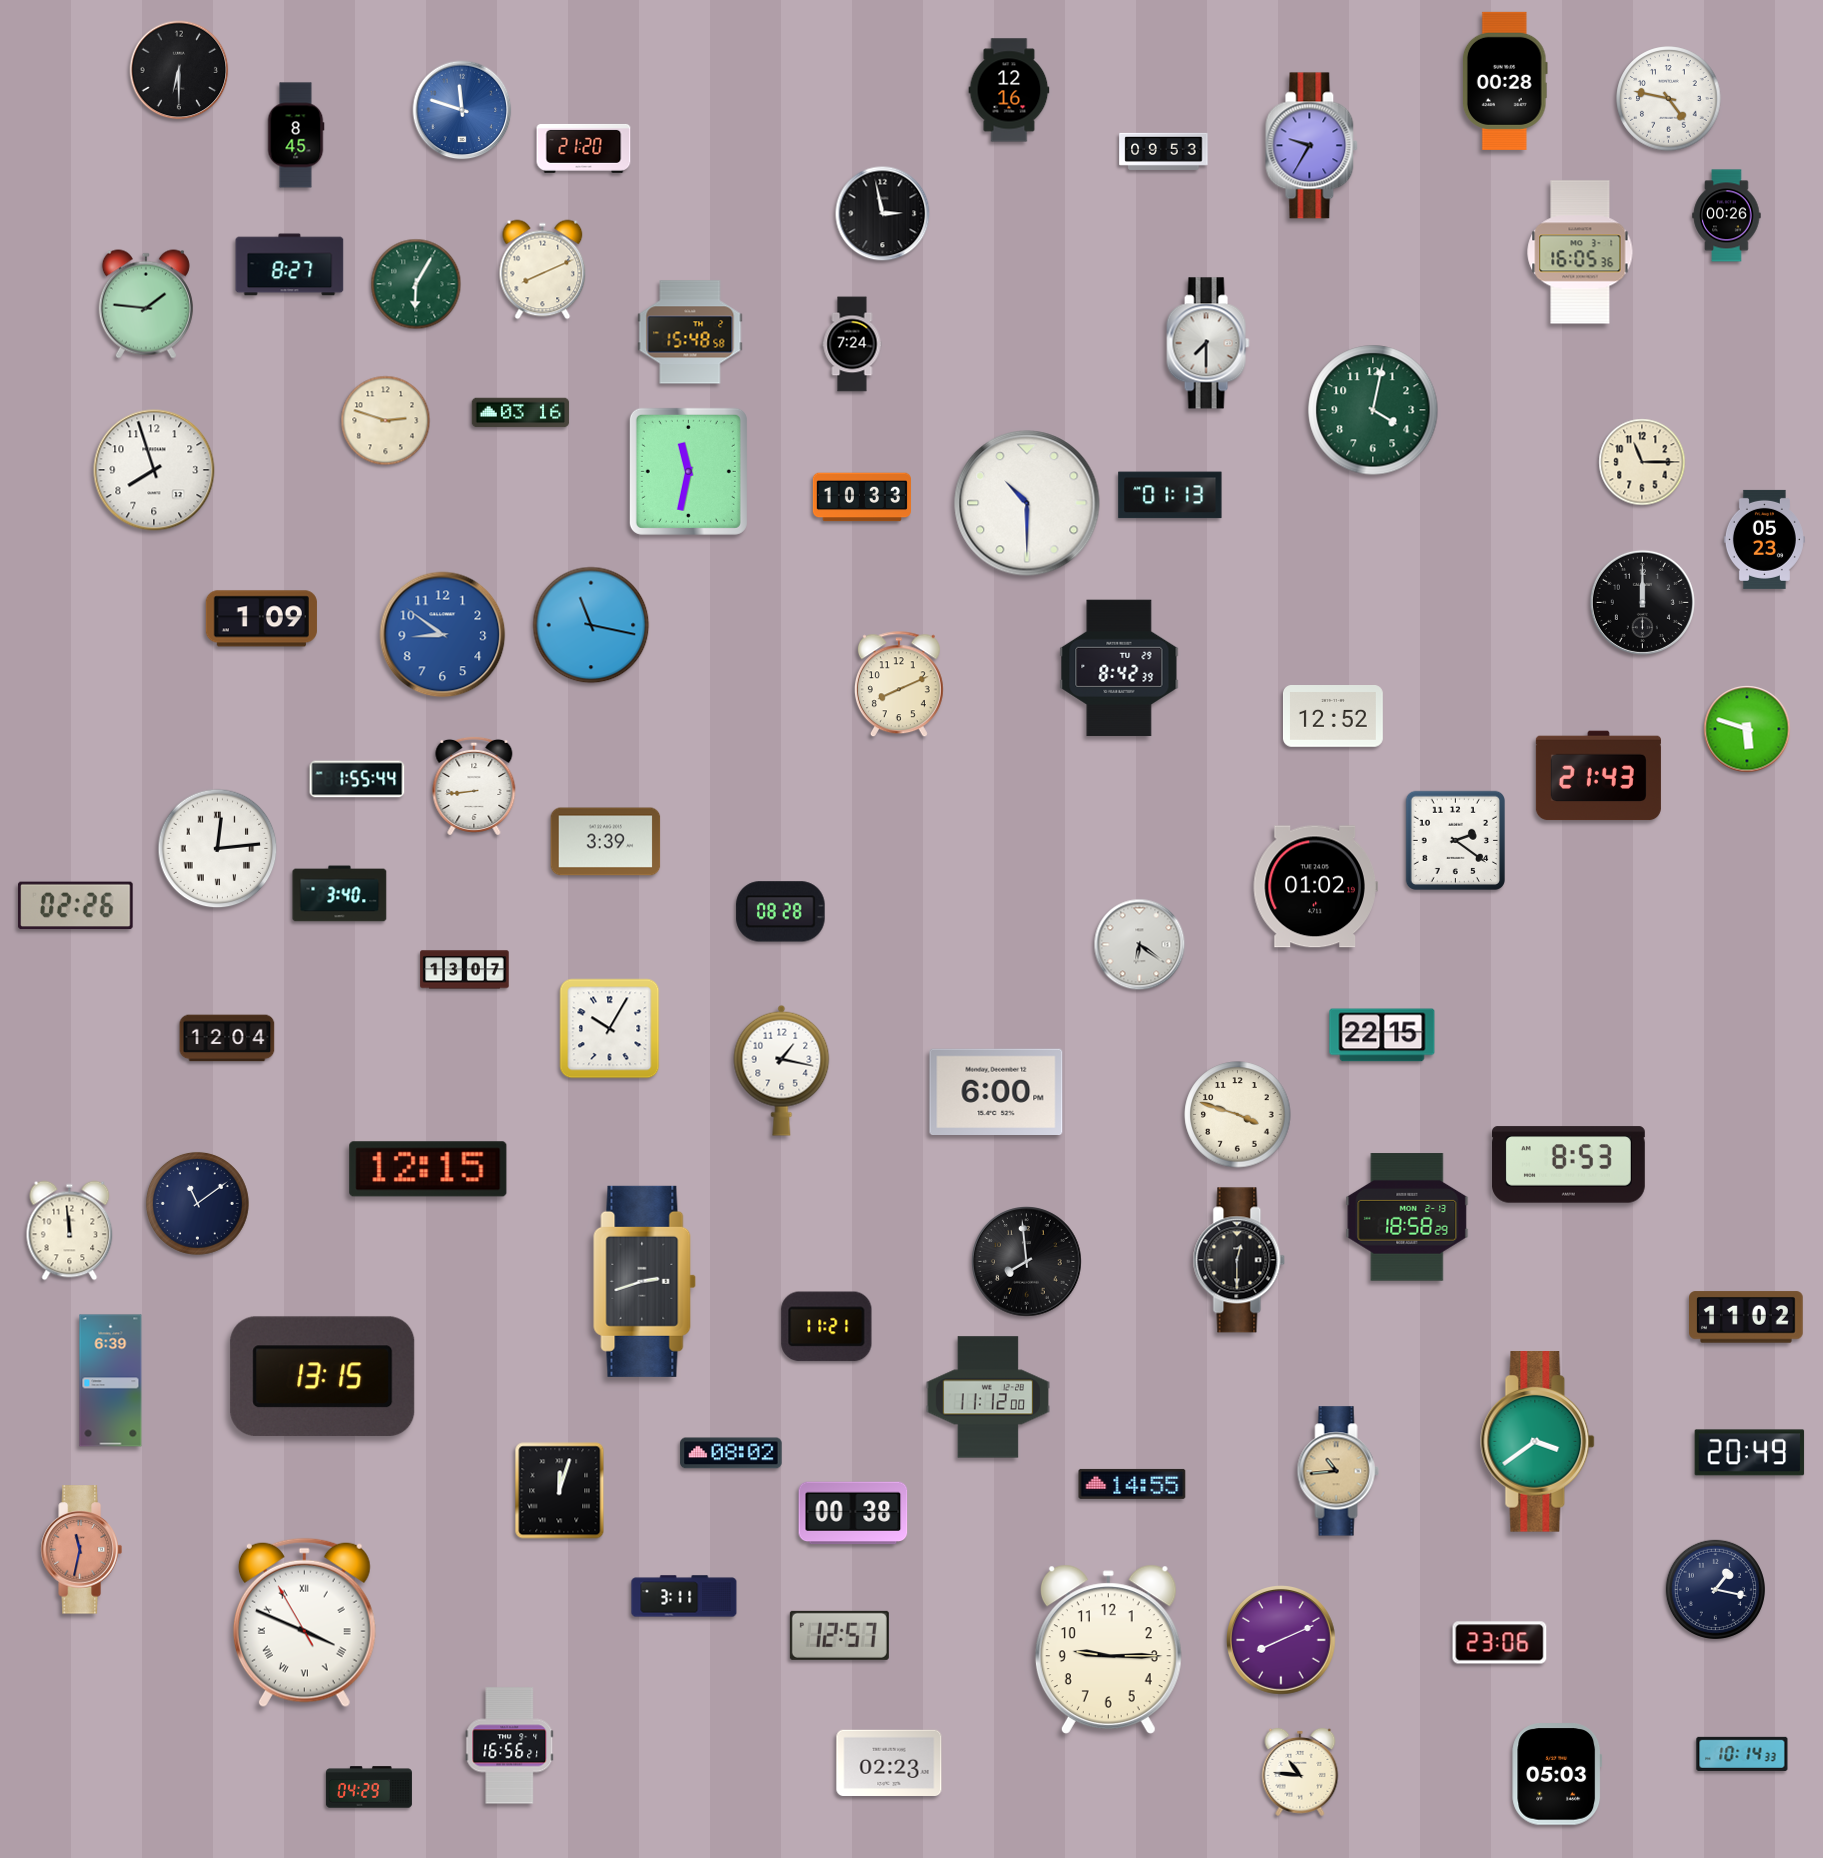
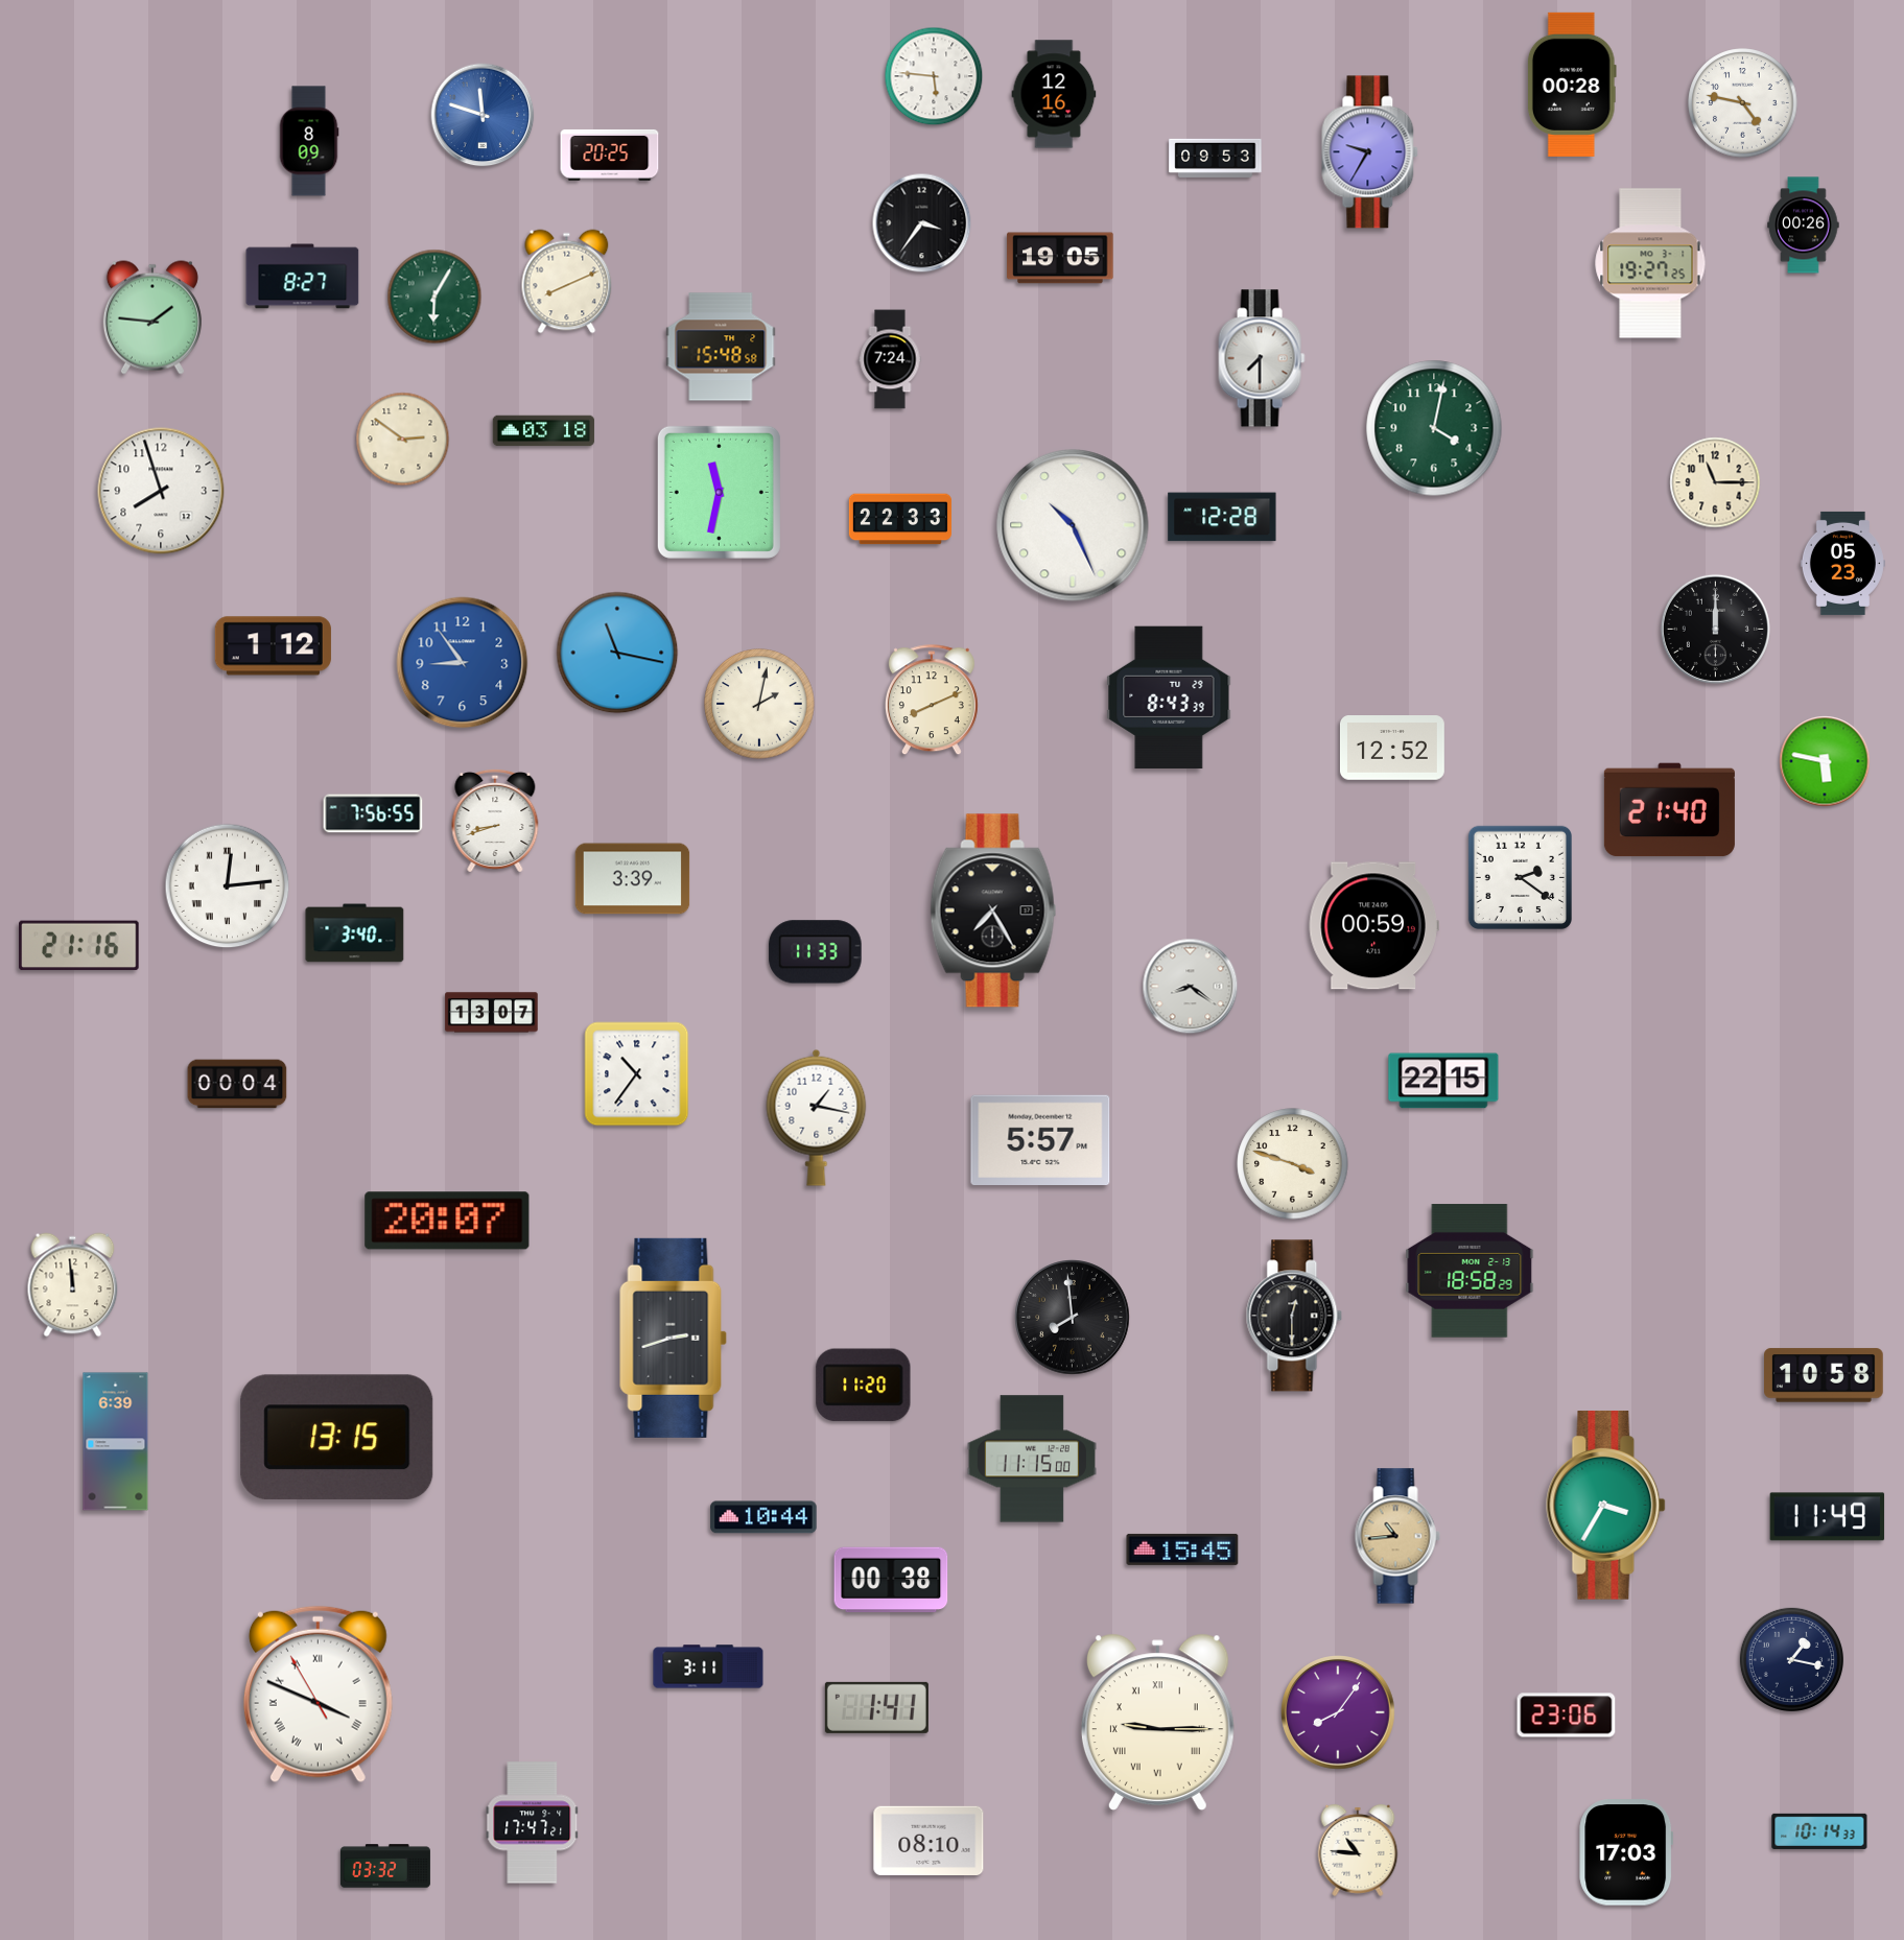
clock at (179, 70): 6:30 -> none
clock at (934, 76): none -> 5:46
clock at (296, 135): 8:45 -> 8:09
clock at (584, 148): 21:20 -> 20:25
clock at (883, 214): 2:58 -> 3:36
clock at (1060, 258): none -> 19:05
clock at (1580, 252): 16:05 -> 19:27
clock at (521, 413): 03:16 -> 03:18
clock at (386, 421): 2:48 -> 2:51
clock at (1170, 495): 01:13 -> 12:28
clock at (862, 497): 10:33 -> 22:33
clock at (1027, 503): 10:30 -> 10:26
clock at (261, 619): 1:09 -> 1:12
clock at (443, 635): 8:51 -> 8:54
clock at (1119, 668): 8:42 -> 8:43
clock at (759, 704): none -> 2:02
clock at (899, 685) position: (899, 685) -> (932, 701)
clock at (1747, 729): 5:48 -> 5:47
clock at (1598, 776): 21:43 -> 21:40
clock at (357, 779): 1:55 -> 7:56
clock at (474, 786): 8:44 -> 8:42
clock at (993, 910): none -> 7:25
clock at (1315, 887): 01:02 -> 00:59
clock at (76, 906): 02:26 -> 21:16
clock at (781, 912): 08:28 -> 11:33
clock at (1140, 945): 6:21 -> 8:21
clock at (465, 970) position: (465, 970) -> (492, 1013)
clock at (610, 1029): 10:05 -> 10:36
clock at (227, 1038): 12:04 -> 00:04
clock at (996, 1091): 6:00 -> 5:57
clock at (1568, 1165): 8:53 -> none
clock at (428, 1169): 12:15 -> 20:07
clock at (197, 1203): 11:09 -> none
clock at (1747, 1317): 11:02 -> 10:58
clock at (827, 1327): 11:21 -> 11:20
clock at (988, 1397): 11:12 -> 11:15
clock at (1538, 1442): 3:39 -> 3:35
clock at (731, 1453): 08:02 -> 10:44
clock at (1750, 1453): 20:49 -> 11:49
clock at (1132, 1484): 14:55 -> 15:45
clock at (560, 1491): 12:03 -> none
clock at (81, 1550): 11:32 -> none
clock at (684, 1596) position: (684, 1596) -> (708, 1666)
clock at (839, 1635): 12:57 -> 1:41
clock at (1282, 1641): 8:11 -> 8:06
clock at (1108, 1649) numerals: Arabic -> Roman
clock at (510, 1746): 16:56 -> 17:47
clock at (889, 1763): 02:23 -> 08:10
clock at (1557, 1774): 05:03 -> 17:03
clock at (369, 1787): 04:29 -> 03:32
